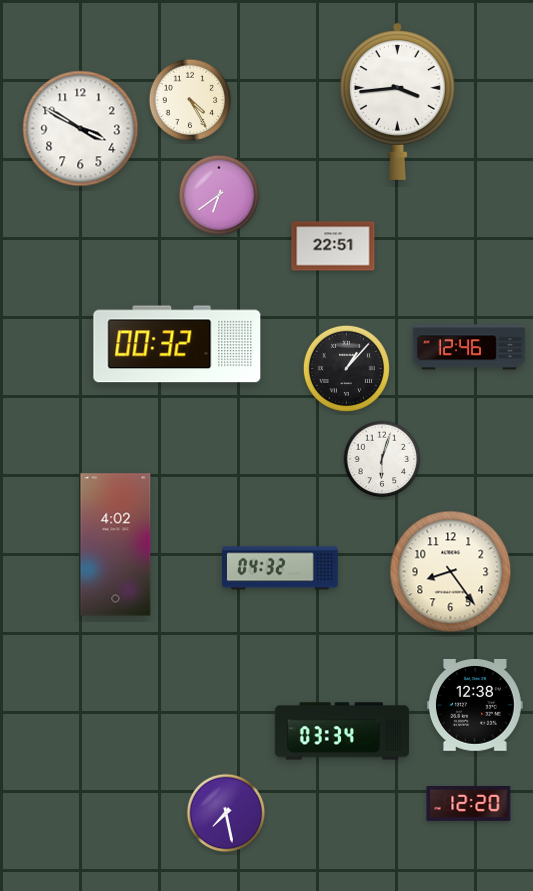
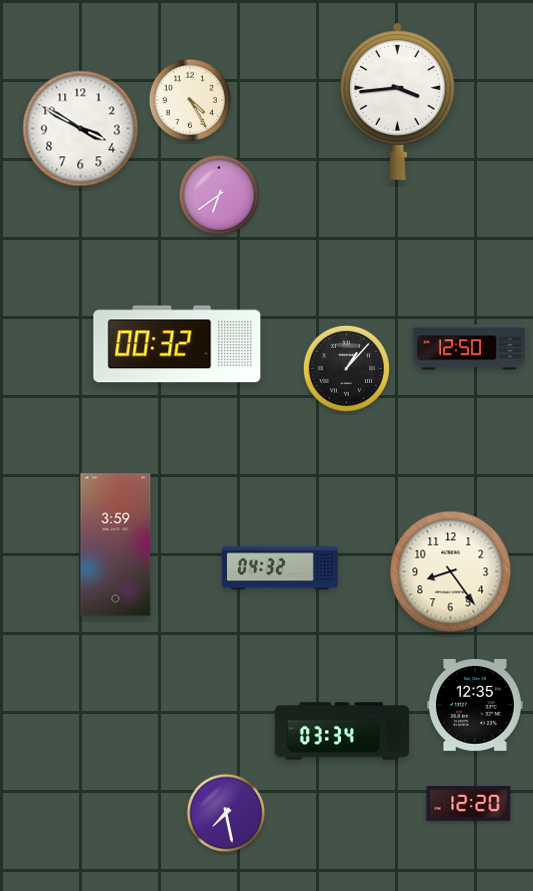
clock at (333, 246): 22:51 -> none
clock at (469, 347): 12:46 -> 12:50
clock at (382, 459): 6:03 -> none
clock at (116, 545): 4:02 -> 3:59
clock at (475, 705): 12:38 -> 12:35
